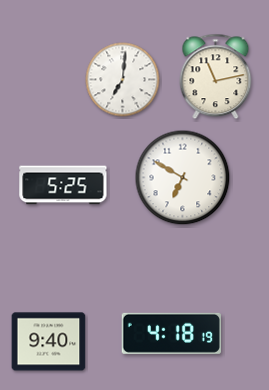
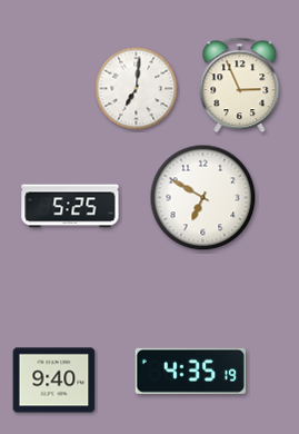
clock at (216, 77): 11:13 -> 2:56
clock at (171, 333): 4:18 -> 4:35
